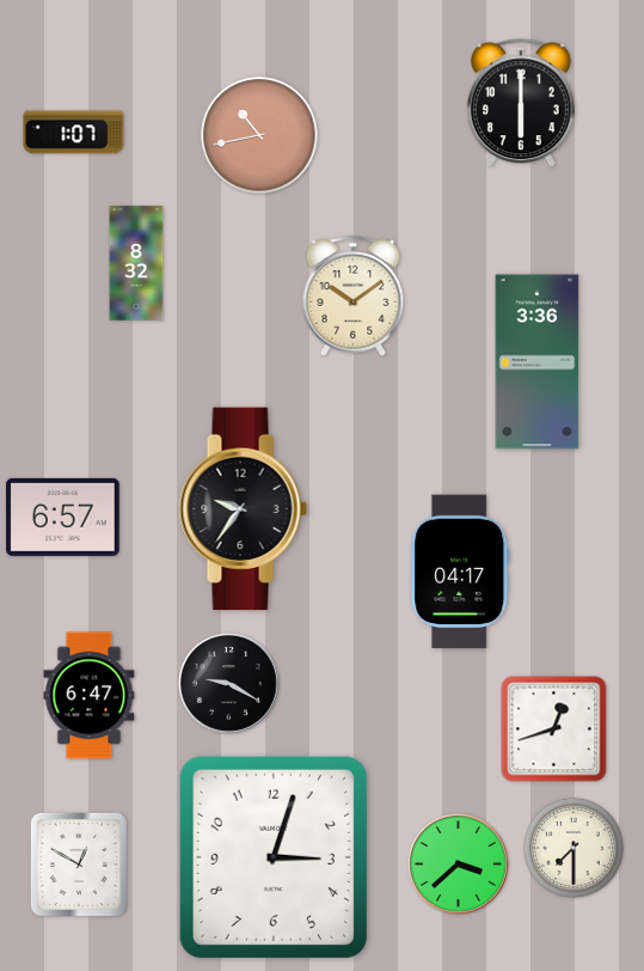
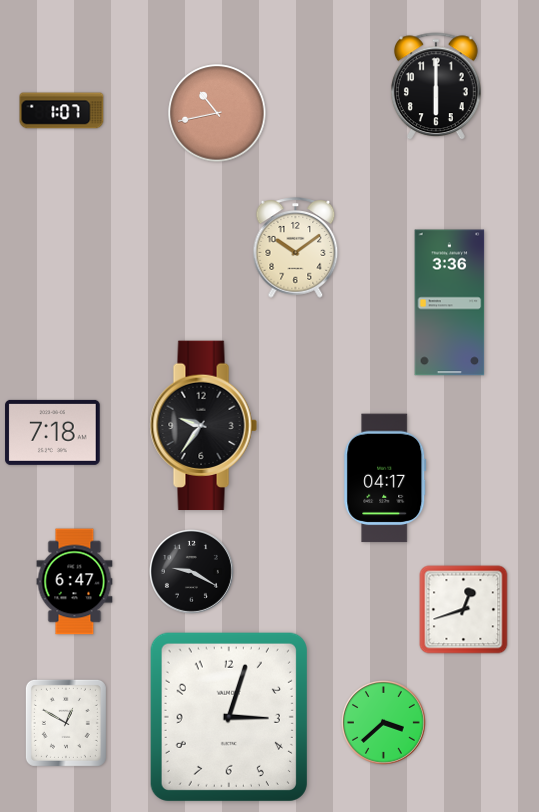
clock at (136, 263): 8:32 -> none
clock at (63, 517): 6:57 -> 7:18
clock at (574, 848): 7:30 -> none
